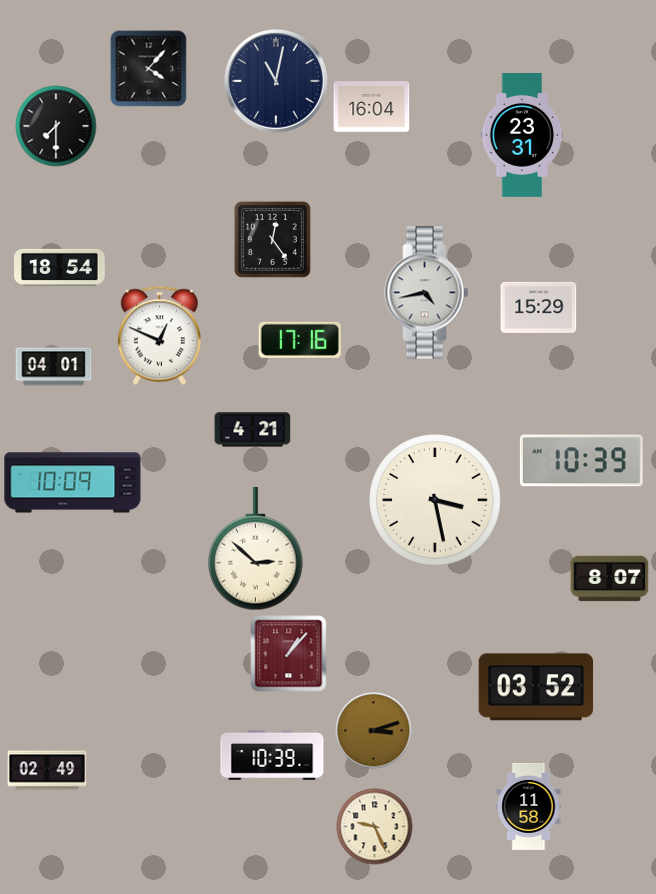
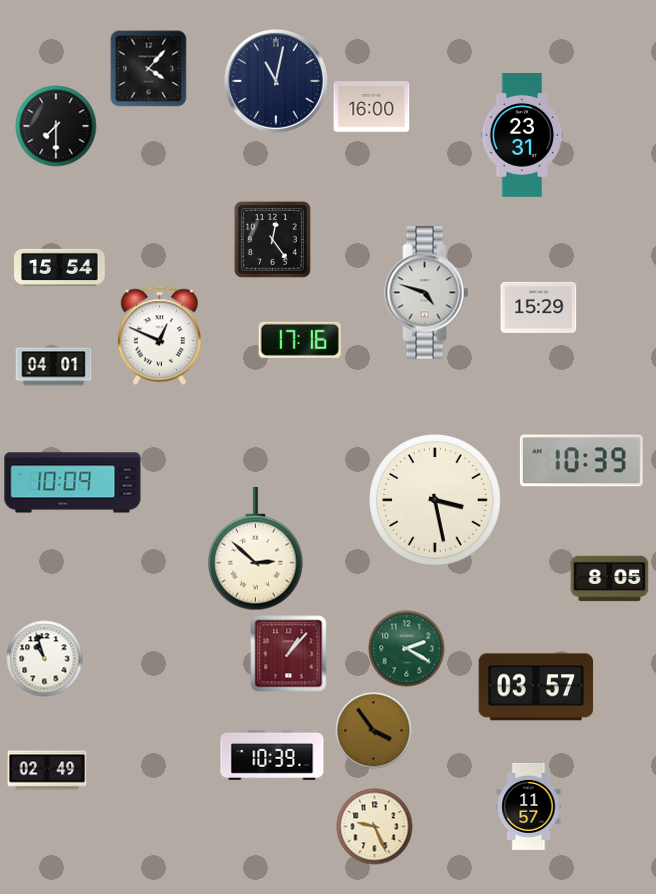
clock at (372, 107): 16:04 -> 16:00
clock at (60, 267): 18:54 -> 15:54
clock at (427, 293): 4:43 -> 4:48
clock at (253, 430): 4:21 -> none
clock at (610, 579): 8:07 -> 8:05
clock at (407, 649): none -> 2:20
clock at (45, 659): none -> 10:57
clock at (536, 687): 03:52 -> 03:57
clock at (374, 731): 3:12 -> 3:54
clock at (529, 806): 11:58 -> 11:57
